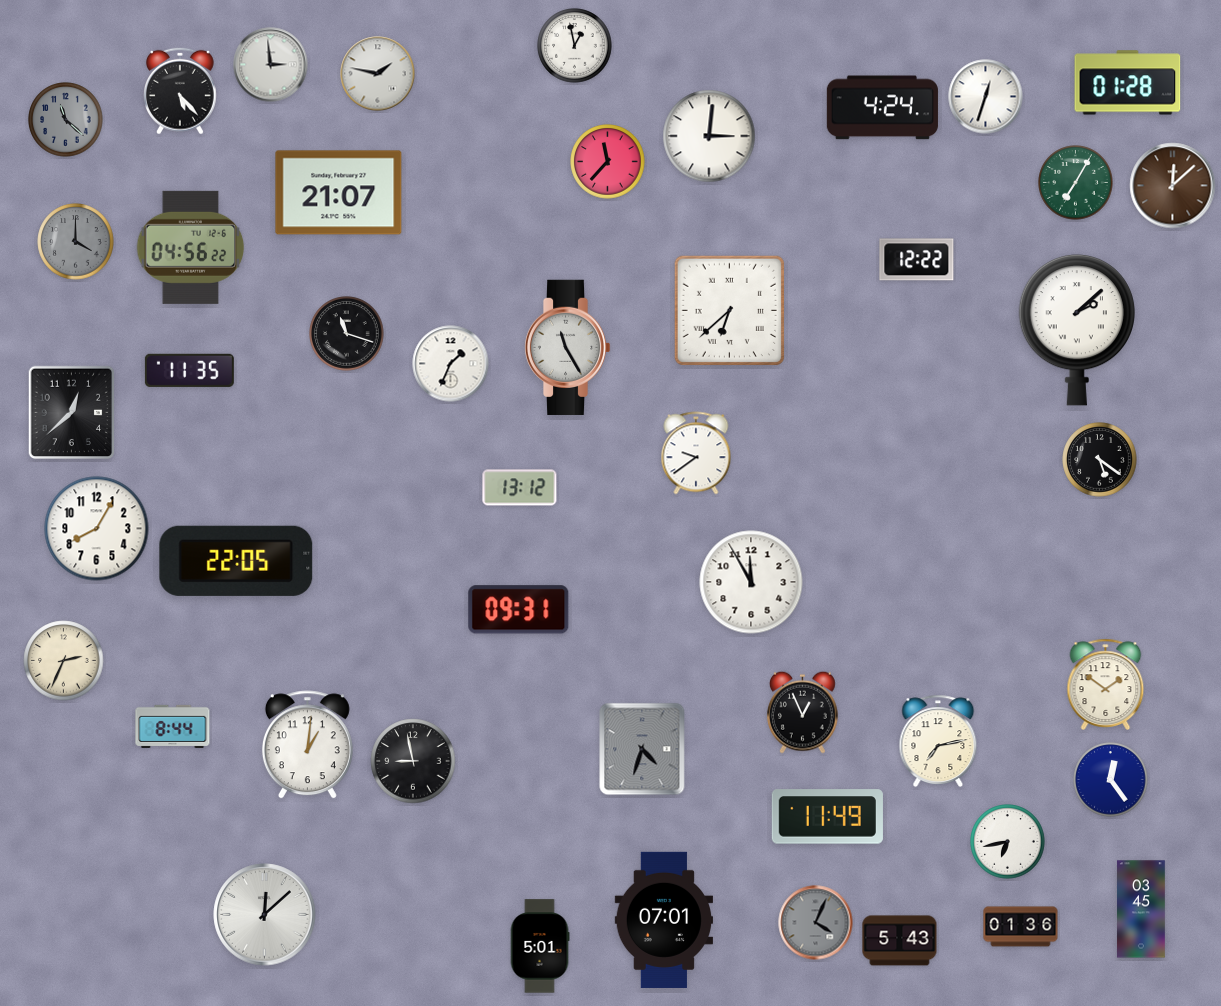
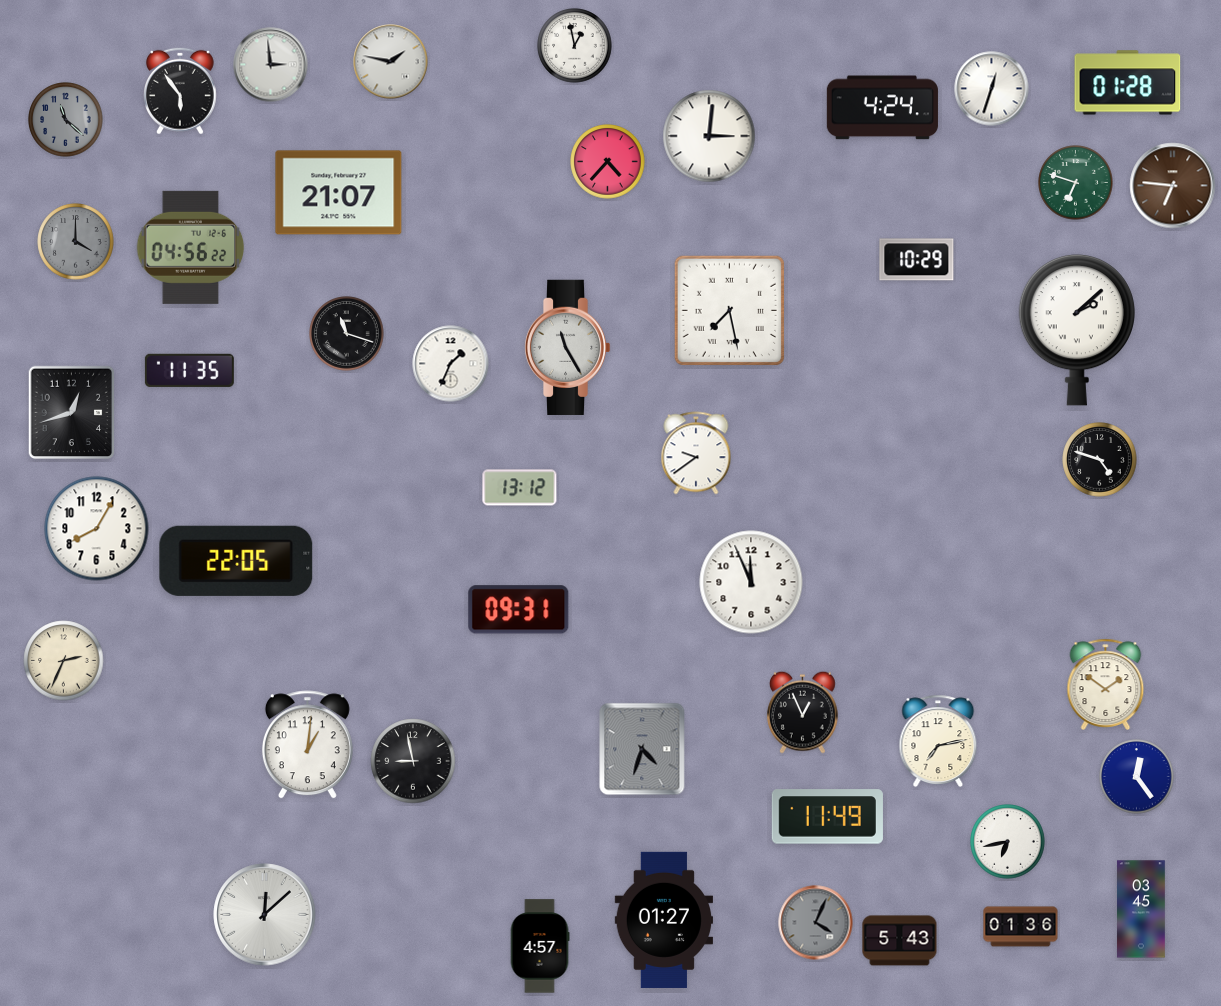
clock at (378, 74) position: (378, 74) -> (391, 62)
clock at (181, 91): 5:23 -> 5:54
clock at (986, 97) position: (986, 97) -> (992, 89)
clock at (608, 162): 11:37 -> 4:37
clock at (1076, 183): 7:05 -> 6:48
clock at (1173, 186): 12:08 -> 6:46
clock at (917, 260): 12:22 -> 10:29
clock at (729, 310): 6:38 -> 7:28
clock at (72, 413): 12:38 -> 12:42
clock at (1100, 460): 5:21 -> 4:48
clock at (751, 582): 11:55 -> 11:56
clock at (173, 726): 8:44 -> none
clock at (1111, 780) position: (1111, 780) -> (1137, 777)
clock at (663, 920): 07:01 -> 01:27
clock at (540, 946): 5:01 -> 4:57
